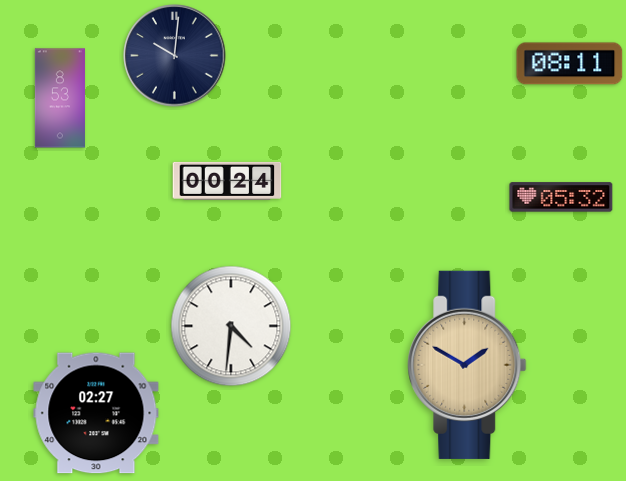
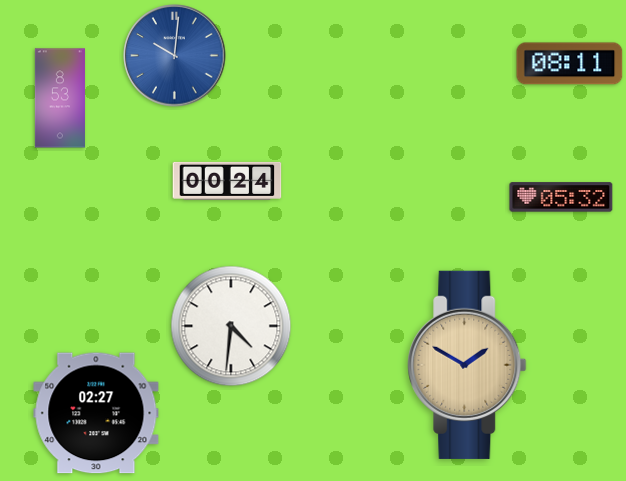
clock at (175, 56) dial: navy -> blue
